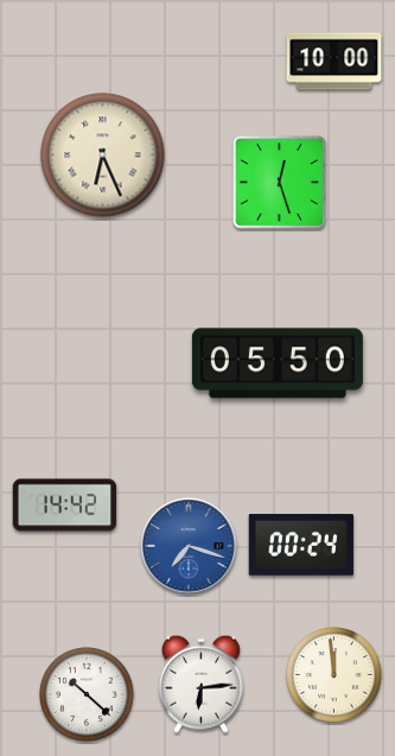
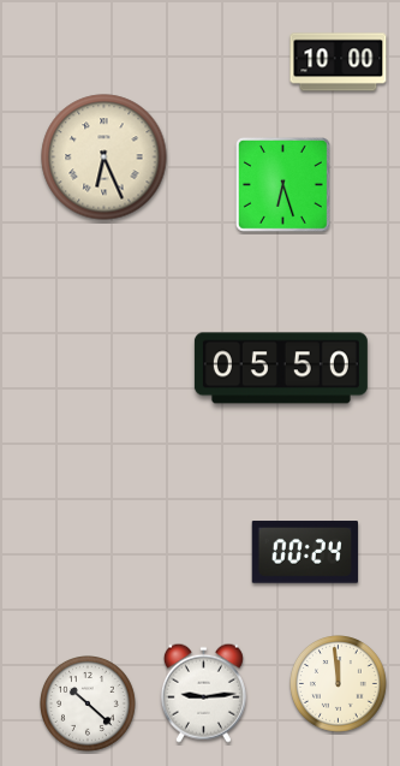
clock at (279, 182): 12:27 -> 6:27
clock at (65, 506): 14:42 -> none
clock at (189, 546): 7:18 -> none
clock at (200, 684): 6:14 -> 9:14
